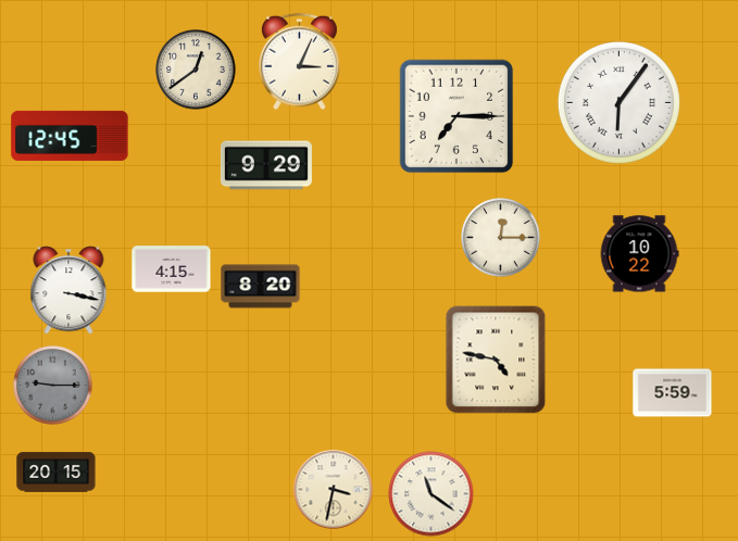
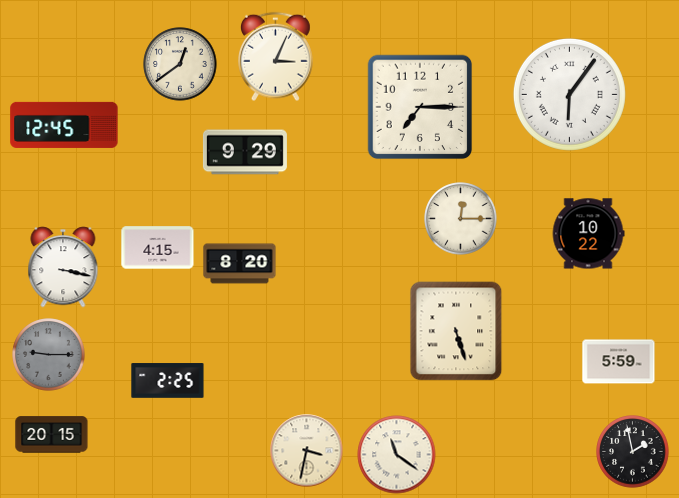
clock at (496, 360): 4:47 -> 5:27
clock at (168, 381): none -> 2:25
clock at (633, 452): none -> 1:58
